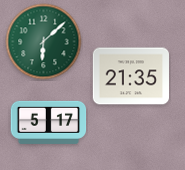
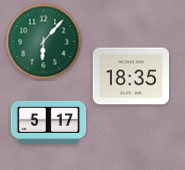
clock at (44, 42): 6:08 -> 6:07
clock at (130, 76): 21:35 -> 18:35
